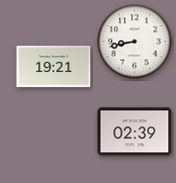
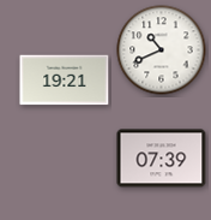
clock at (135, 42): 8:43 -> 10:41
clock at (135, 132): 02:39 -> 07:39
